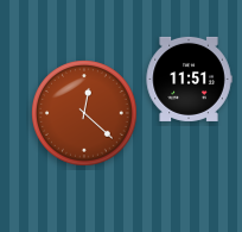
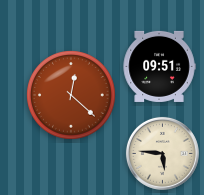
clock at (189, 79): 11:51 -> 09:51
clock at (162, 153): none -> 5:46
